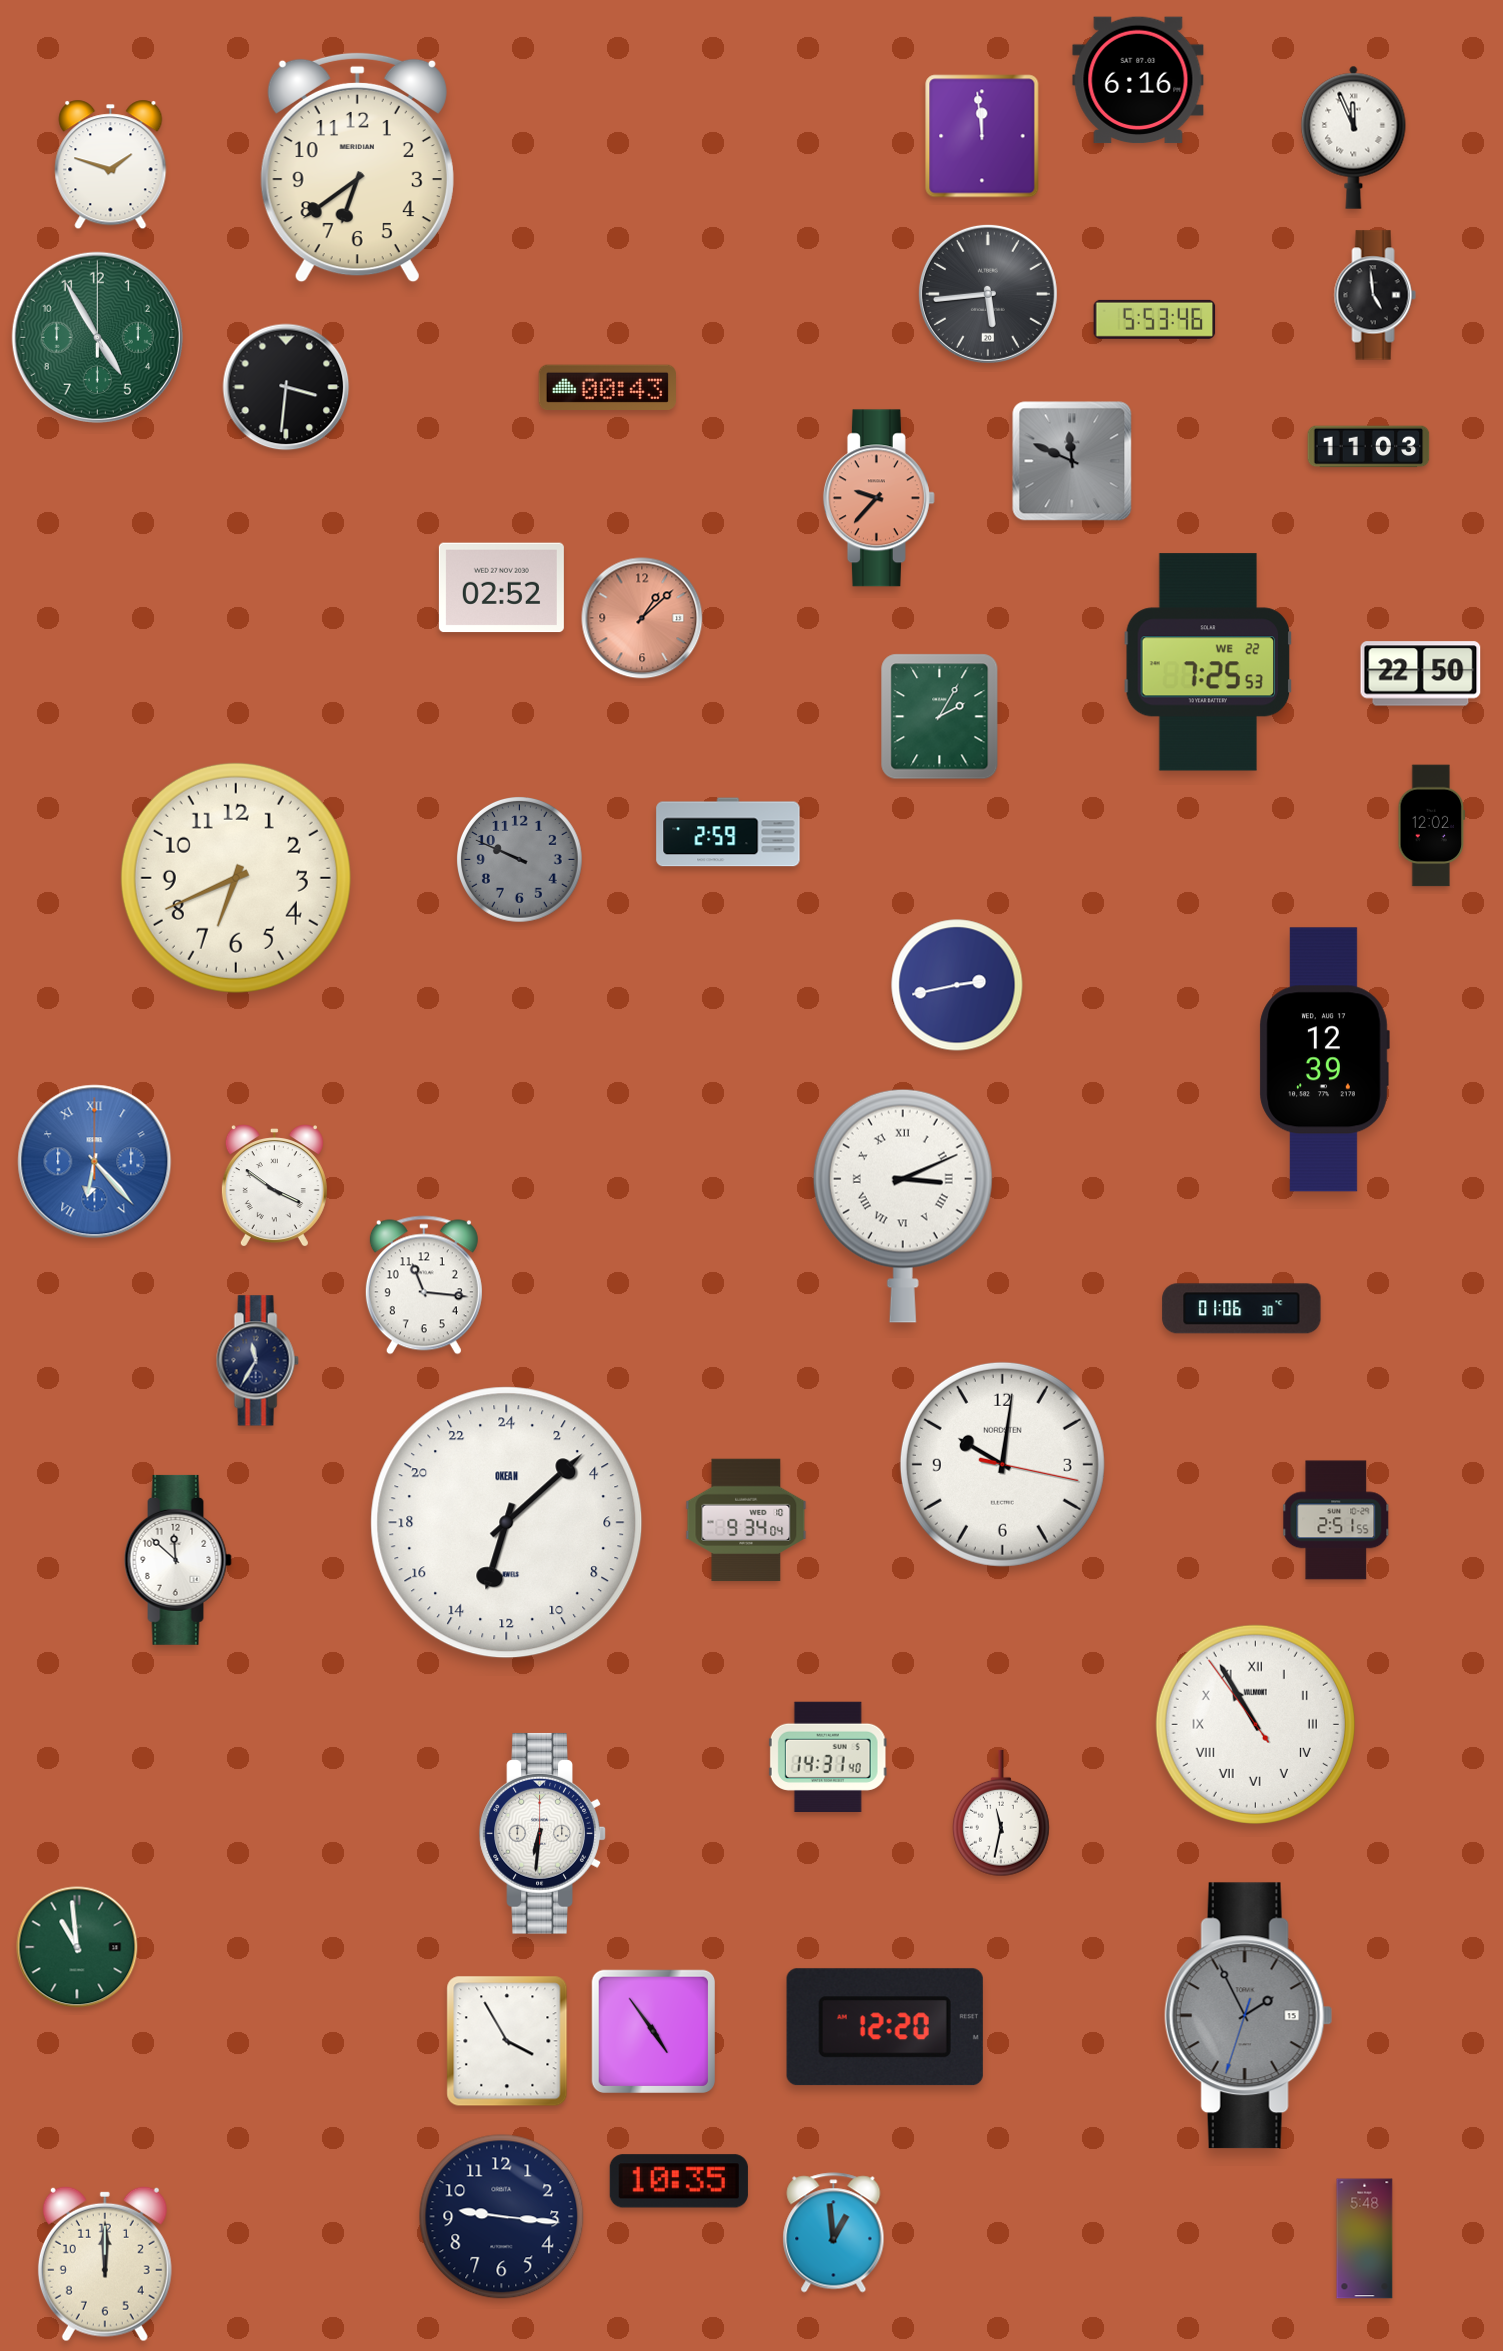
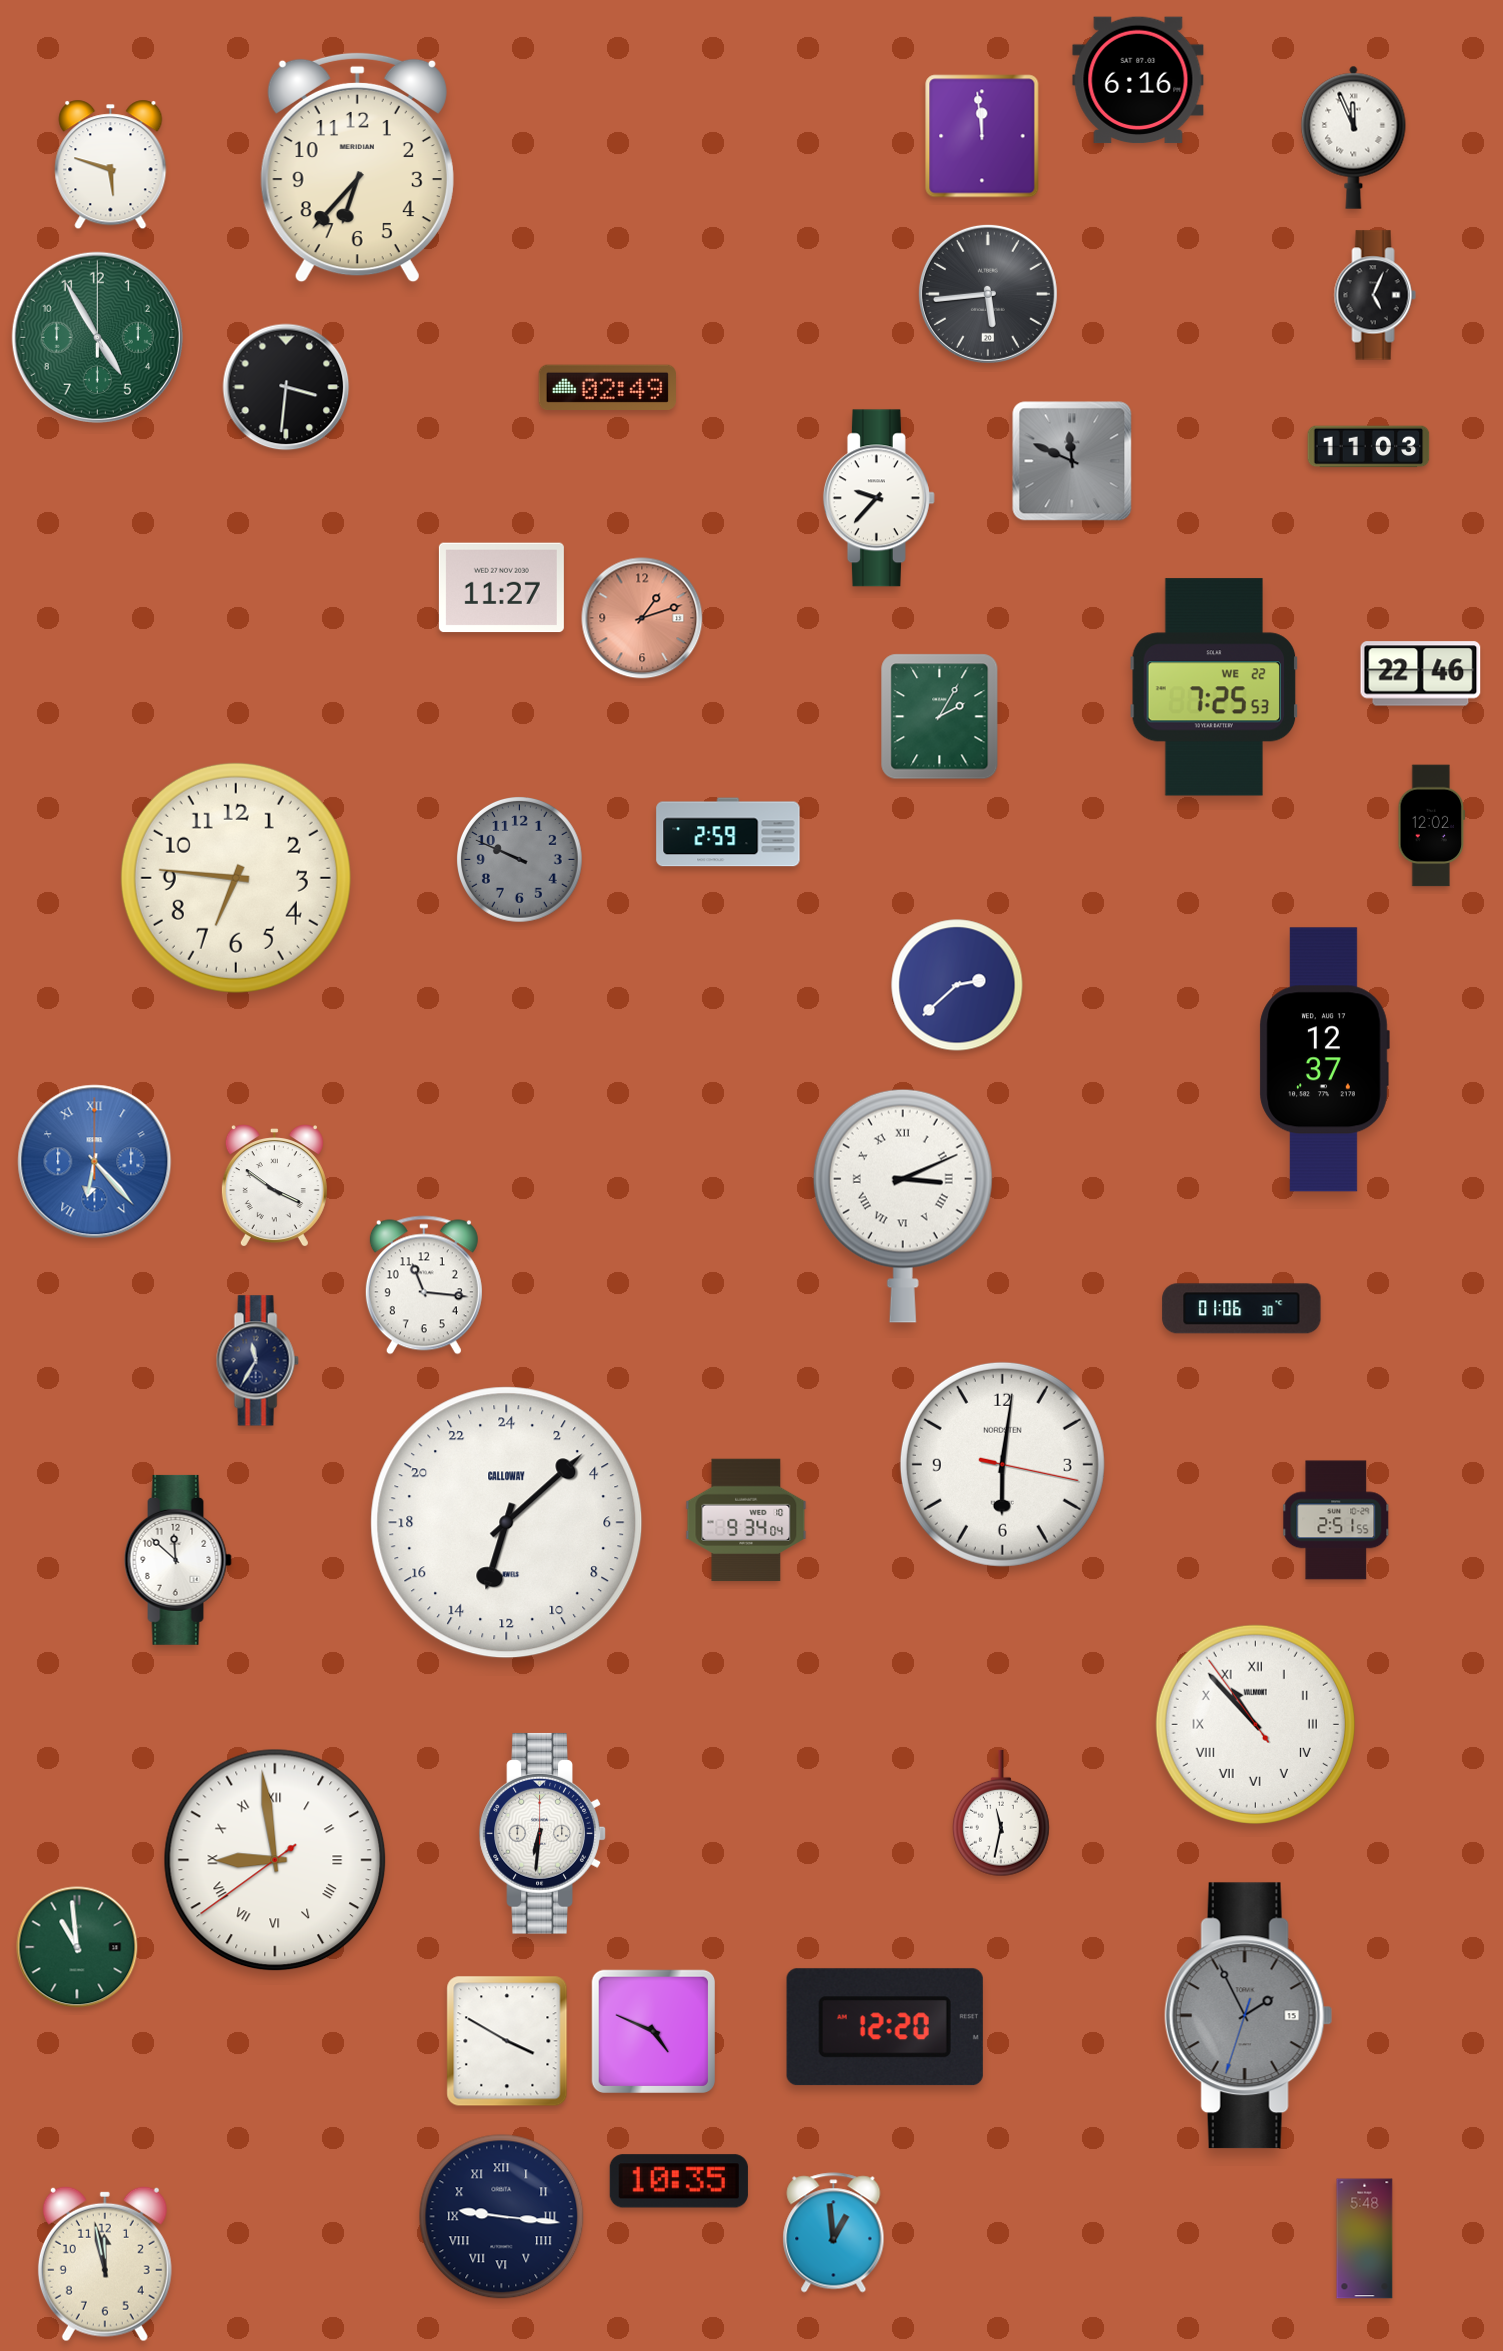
clock at (111, 165): 1:48 -> 5:48
clock at (357, 167): 6:39 -> 6:37
clock at (1375, 295): 4:59 -> 5:04
clock at (1155, 319): 5:53 -> none
clock at (607, 387): 00:43 -> 02:49
clock at (879, 498) dial: salmon -> white
clock at (501, 588): 02:52 -> 11:27
clock at (642, 618): 1:08 -> 1:12
clock at (1208, 662) position: (1208, 662) -> (1214, 687)
clock at (1421, 674): 22:50 -> 22:46
clock at (236, 878): 6:41 -> 6:46
clock at (957, 985): 2:43 -> 2:38
clock at (1324, 1060): 12:39 -> 12:37
clock at (1002, 1464): 10:01 -> 6:01
clock at (507, 1523) brand: OKEAN -> CALLOWAY
clock at (1255, 1724): 10:54 -> 10:52
clock at (828, 1756): 14:31 -> none
clock at (275, 1860): none -> 8:58
clock at (653, 2031): 4:54 -> 4:49
clock at (507, 2041): 3:55 -> 3:50
clock at (502, 2217) numerals: Arabic -> Roman
clock at (105, 2264): 12:00 -> 11:58
